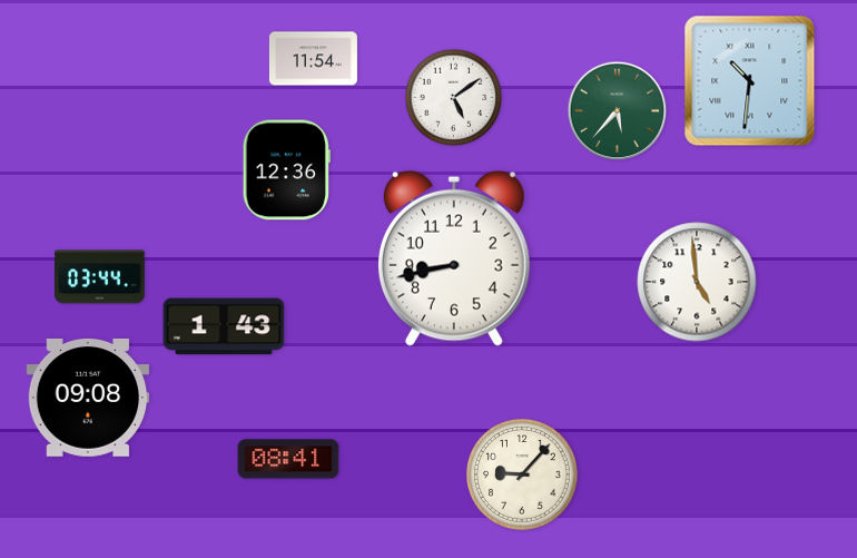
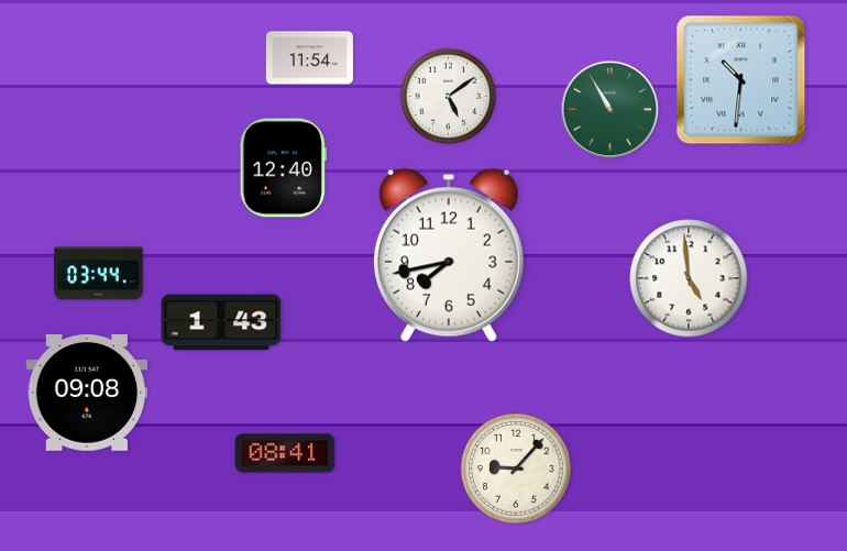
clock at (618, 111): 5:37 -> 10:55
clock at (286, 170): 12:36 -> 12:40
clock at (454, 258): 8:43 -> 7:43
